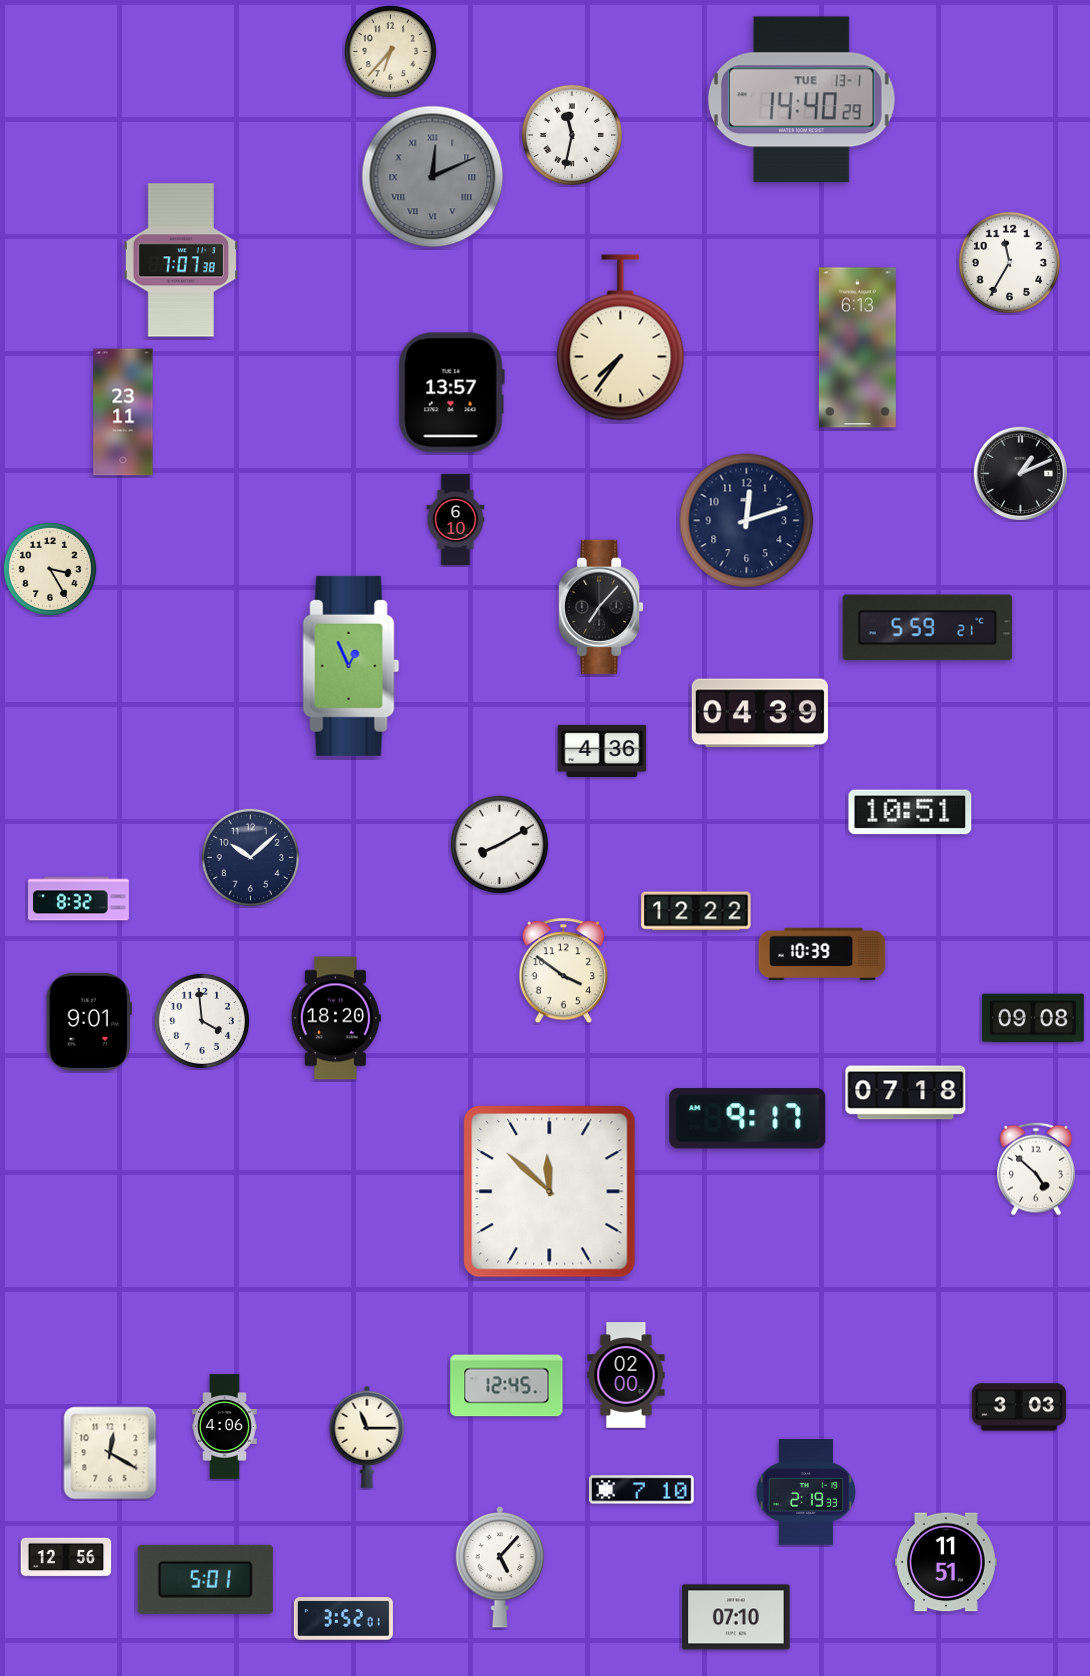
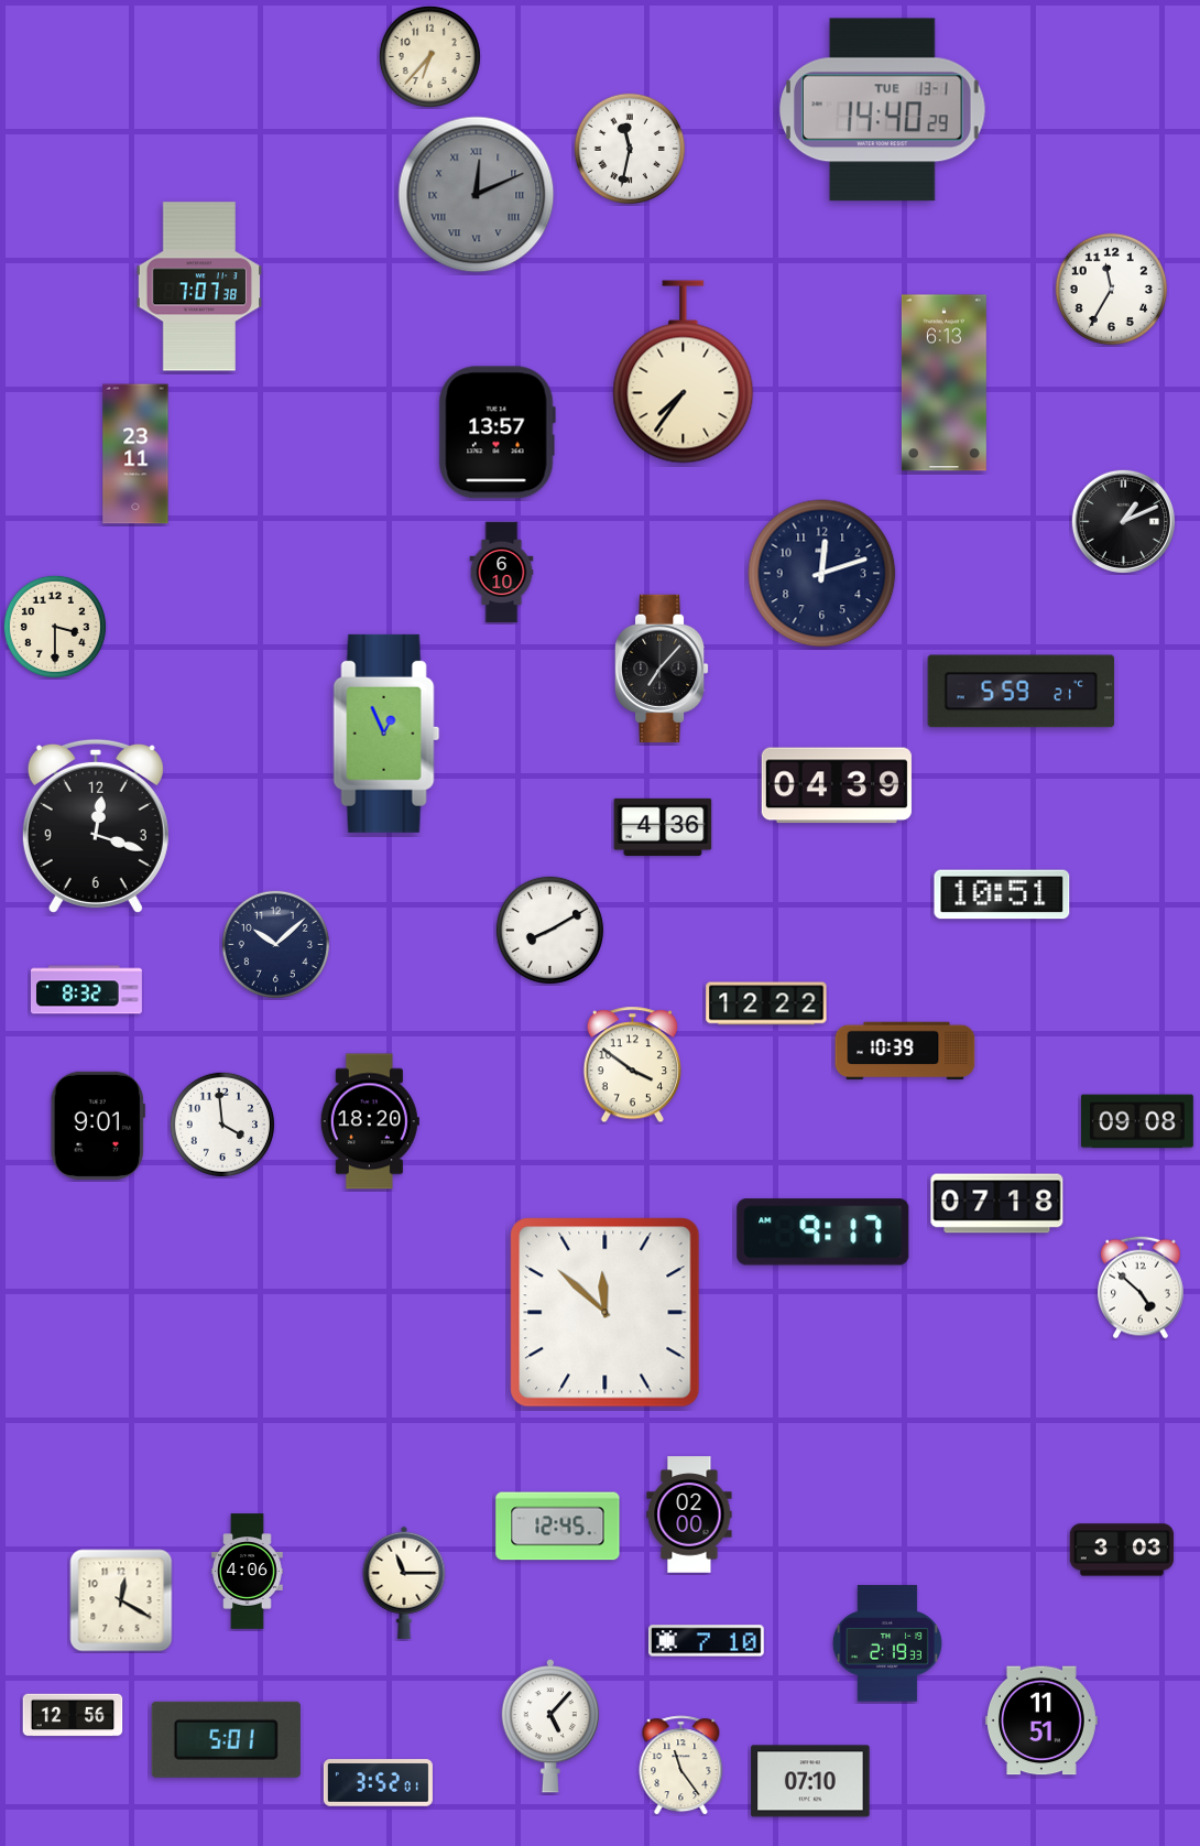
clock at (50, 569): 3:25 -> 3:30
clock at (96, 826): none -> 12:18
clock at (563, 971) position: (563, 971) -> (632, 1065)
clock at (681, 1766): none -> 11:24
